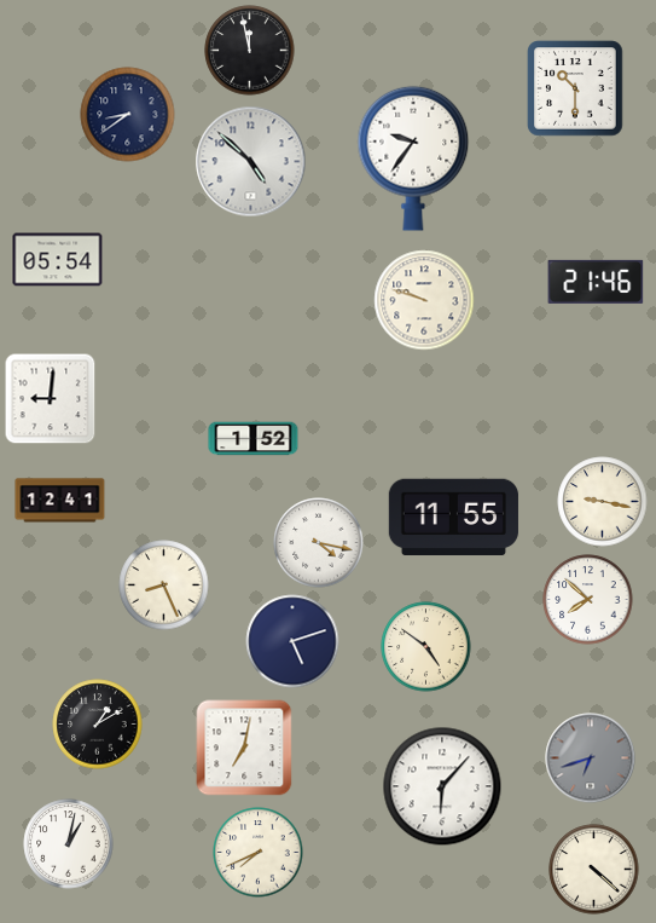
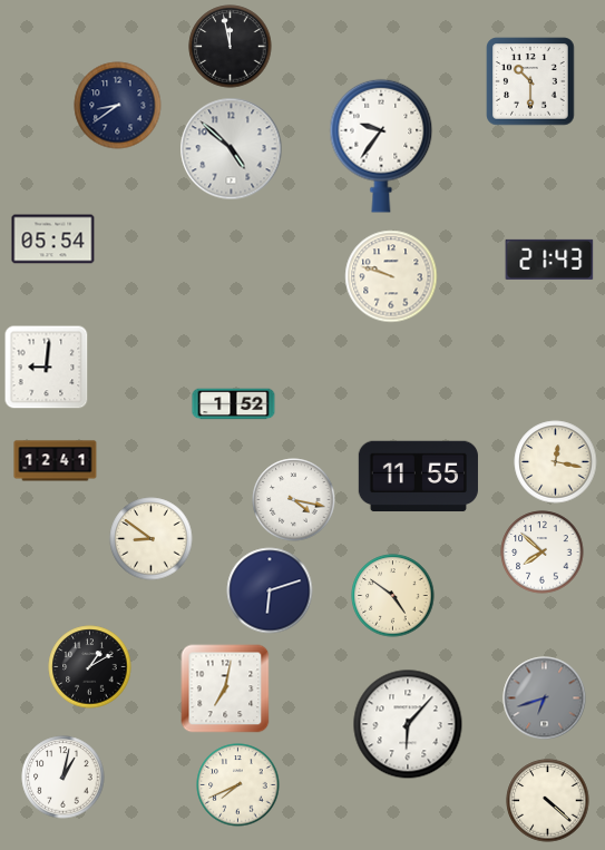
clock at (596, 282): 21:46 -> 21:43
clock at (603, 502): 9:17 -> 12:17
clock at (164, 585): 8:26 -> 8:51
clock at (292, 641): 5:12 -> 6:12
